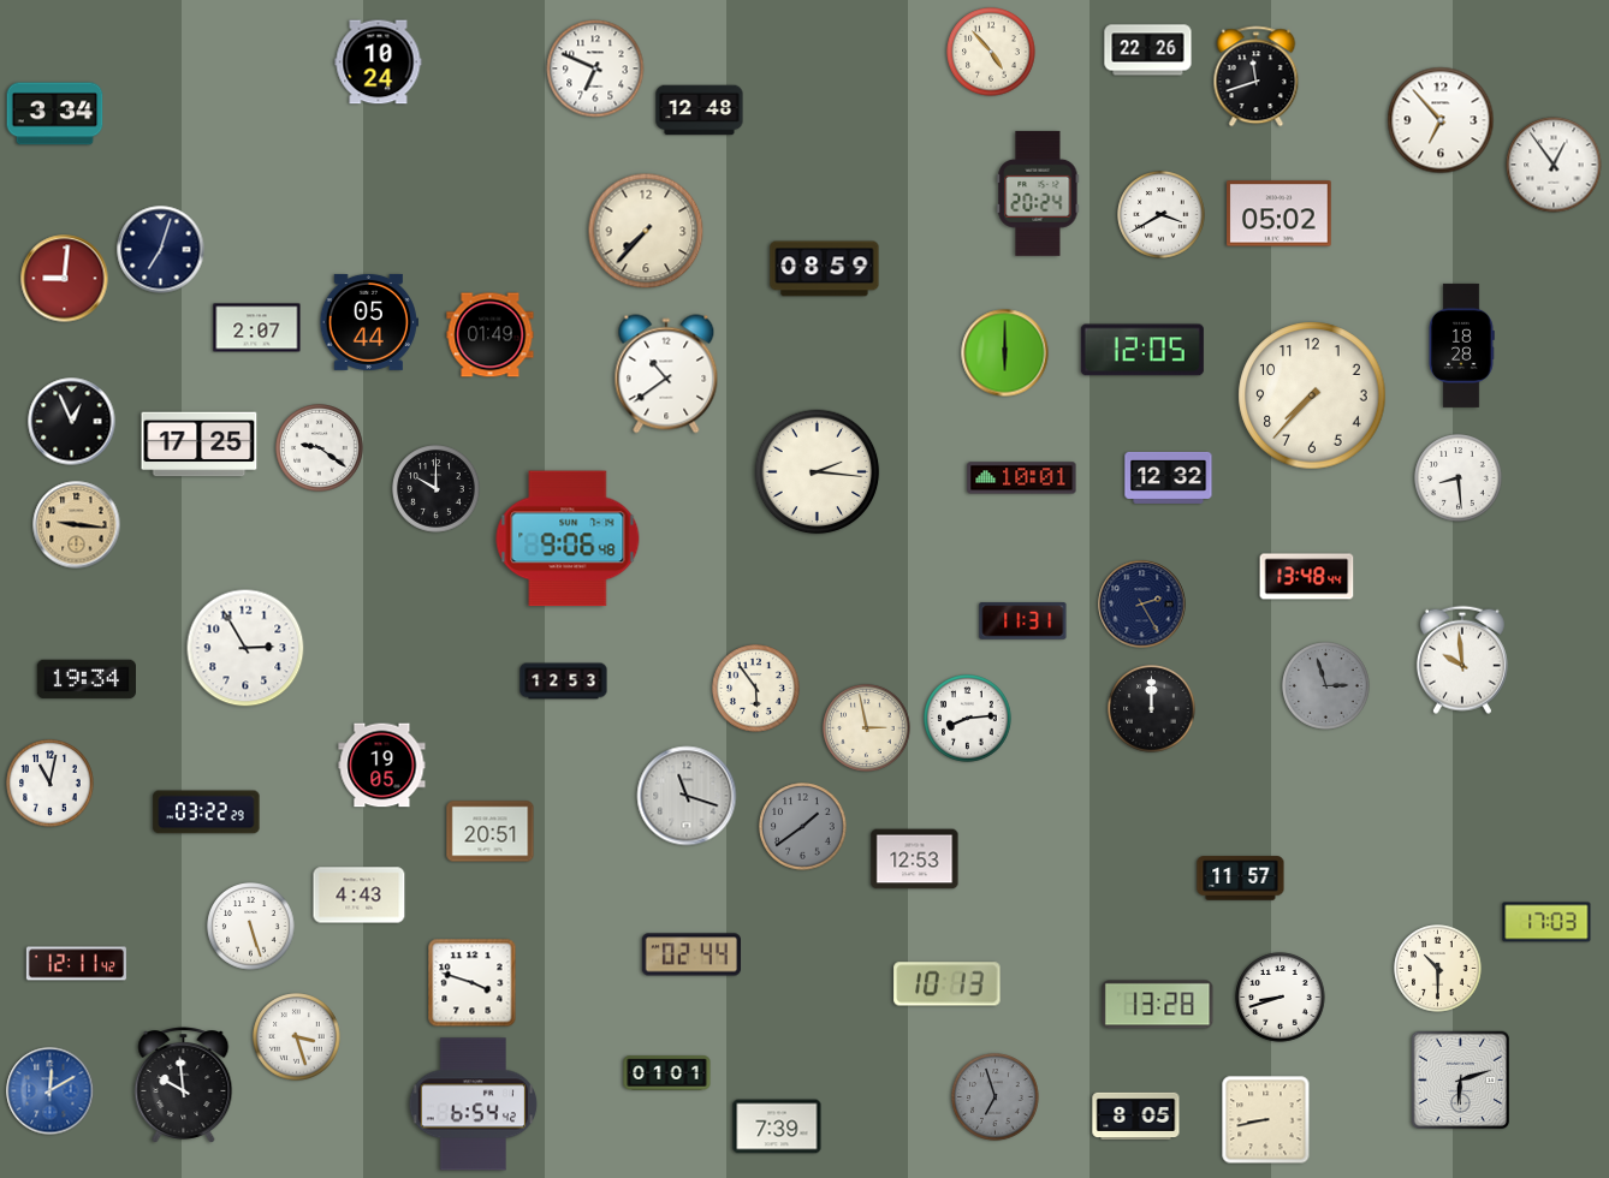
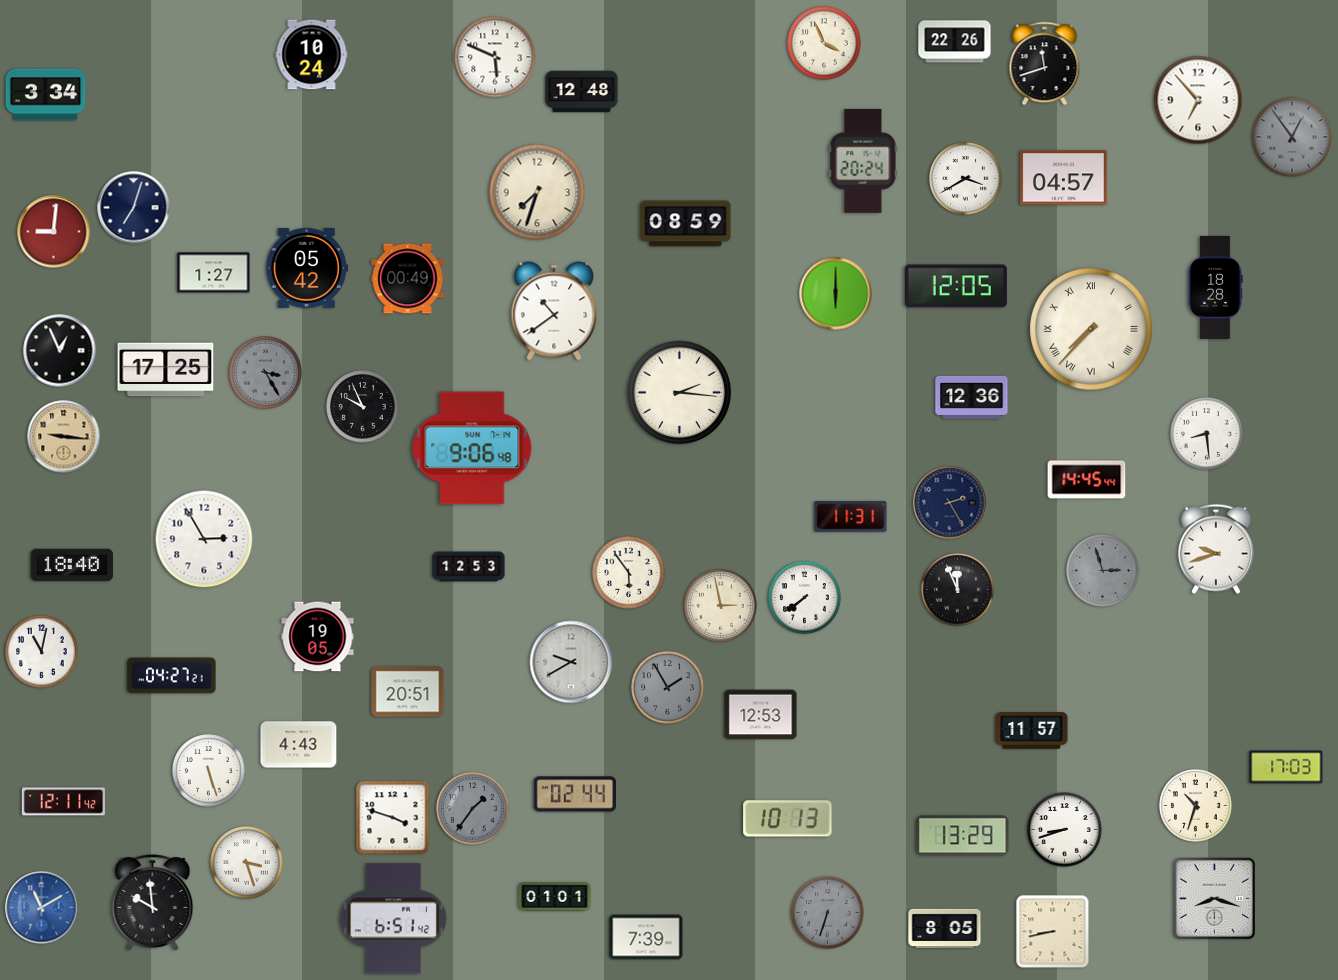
clock at (991, 52): 4:53 -> 3:56
clock at (379, 63) position: (379, 63) -> (312, 55)
clock at (595, 69): 6:49 -> 5:49
clock at (1554, 165) dial: white -> grey
clock at (1280, 214): 05:02 -> 04:57
clock at (646, 231): 7:37 -> 7:33
clock at (368, 322): 05:44 -> 05:42
clock at (257, 328): 2:07 -> 1:27
clock at (491, 335): 01:49 -> 00:49
clock at (1142, 350) position: (1142, 350) -> (956, 286)
clock at (1312, 395) numerals: Arabic -> Roman
clock at (320, 448): 9:21 -> 3:25
clock at (320, 448) dial: white -> grey
clock at (1169, 477): 12:32 -> 12:36
clock at (1022, 478): 10:01 -> none
clock at (1459, 478) position: (1459, 478) -> (1207, 434)
clock at (437, 489): 10:00 -> 9:56
clock at (1307, 577): 13:48 -> 14:45
clock at (1462, 660): 9:59 -> 9:42
clock at (85, 679): 19:34 -> 18:40
clock at (1152, 709): 12:00 -> 11:56
clock at (968, 719): 8:14 -> 7:39
clock at (687, 796): 11:18 -> 9:40
clock at (207, 813): 03:22 -> 04:27
clock at (803, 827): 1:39 -> 1:55
clock at (1438, 969): 10:30 -> 10:33
clock at (473, 809): none -> 1:36
clock at (1158, 1005): 13:28 -> 13:29
clock at (667, 1073) position: (667, 1073) -> (555, 897)
clock at (1460, 1079): 6:12 -> 8:18
clock at (51, 1091): 12:10 -> 11:10
clock at (996, 1097): 6:57 -> 6:33
clock at (474, 1105): 6:54 -> 6:51
